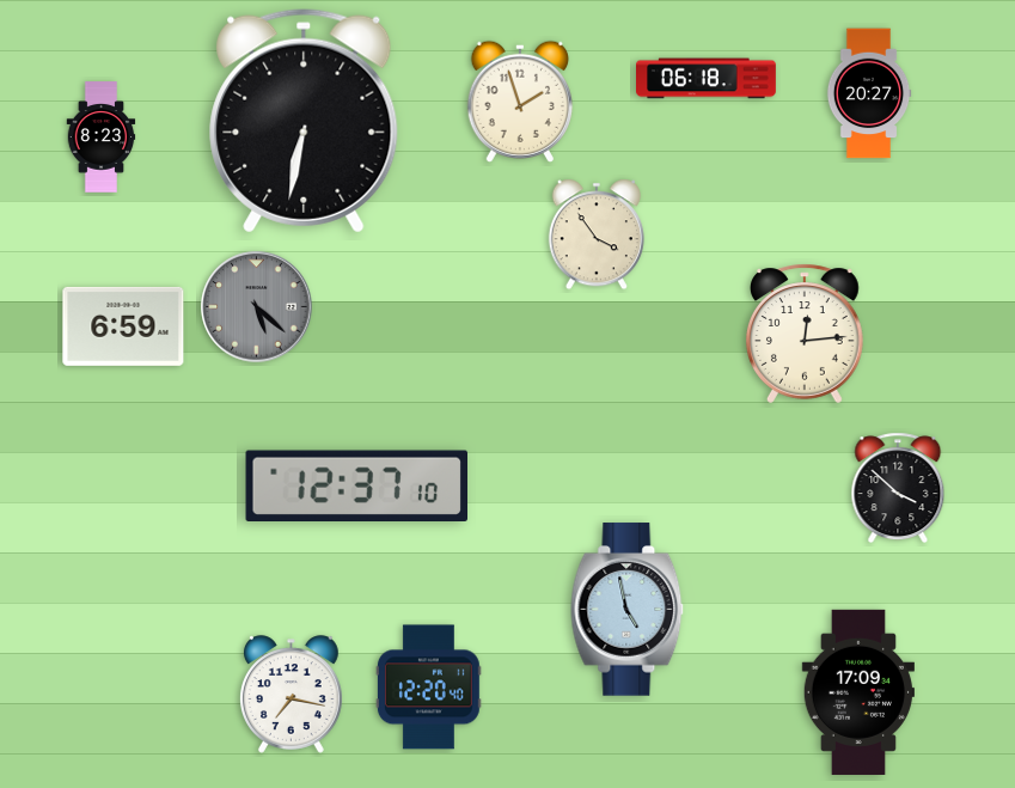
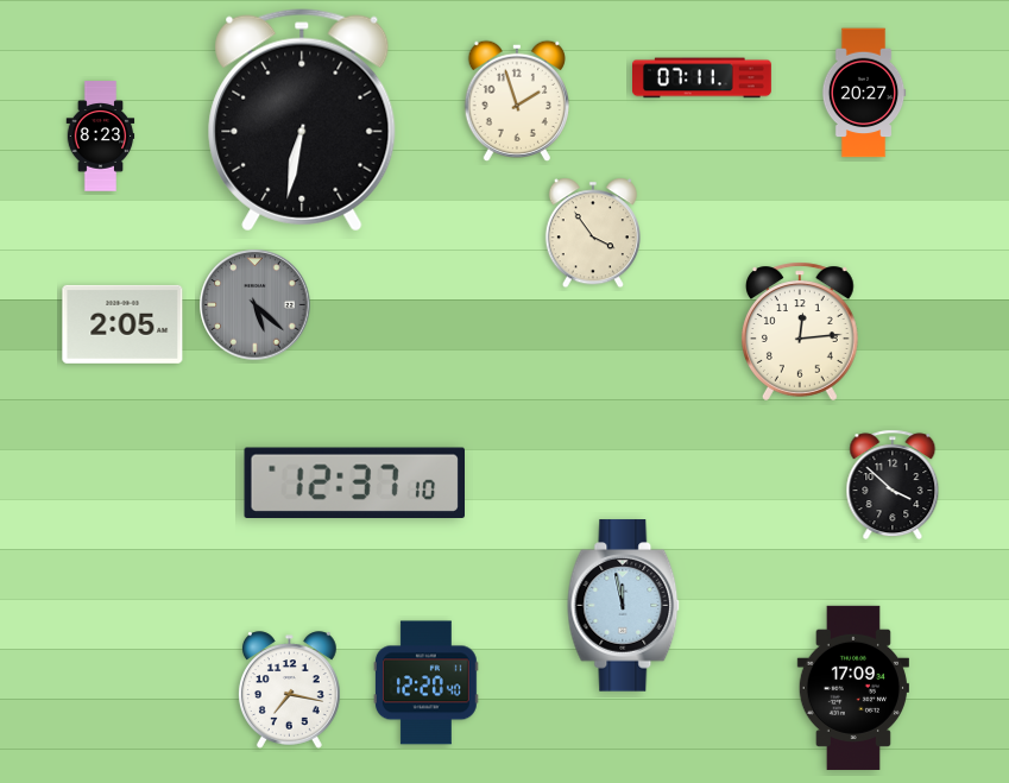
clock at (707, 79): 06:18 -> 07:11
clock at (123, 326): 6:59 -> 2:05
clock at (628, 610): 4:58 -> 11:58
